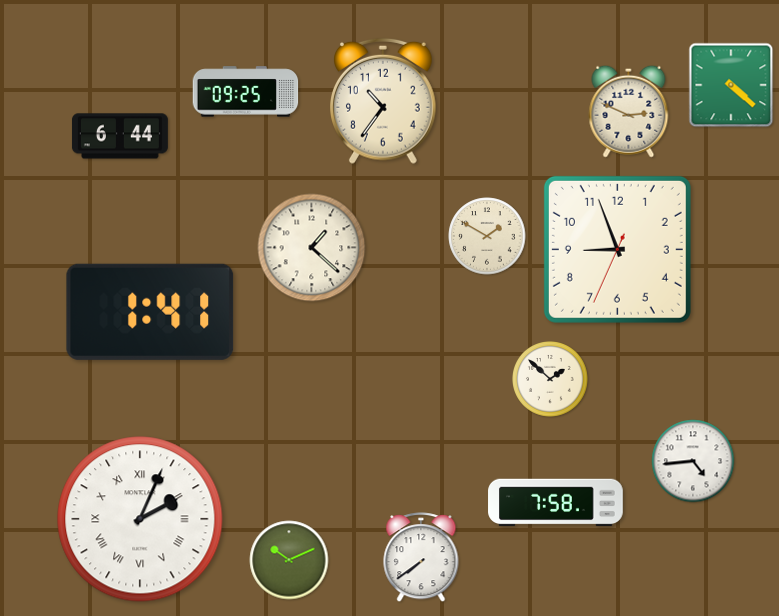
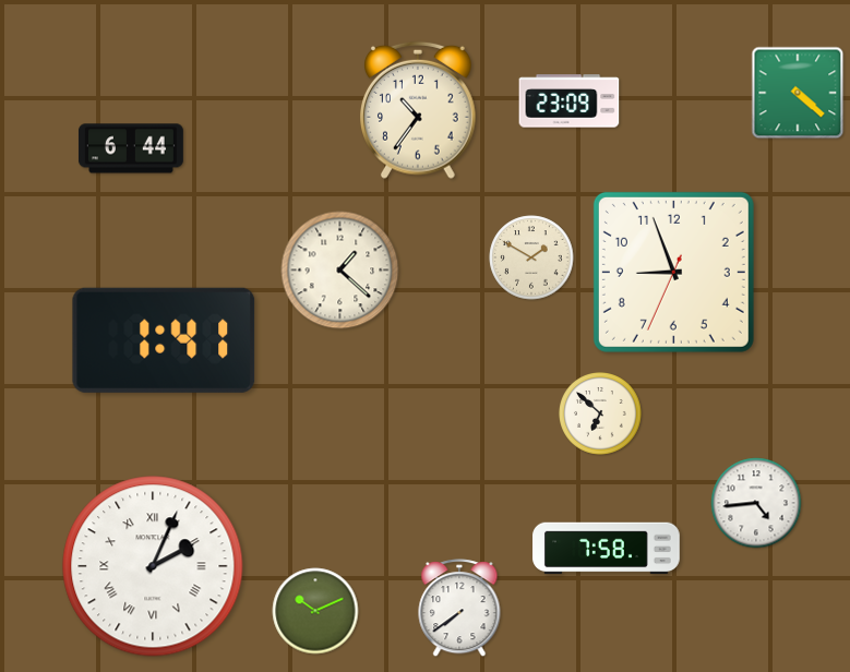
clock at (246, 92): 09:25 -> none
clock at (570, 101): none -> 23:09
clock at (629, 111): 2:49 -> none
clock at (551, 380): 1:52 -> 6:52
